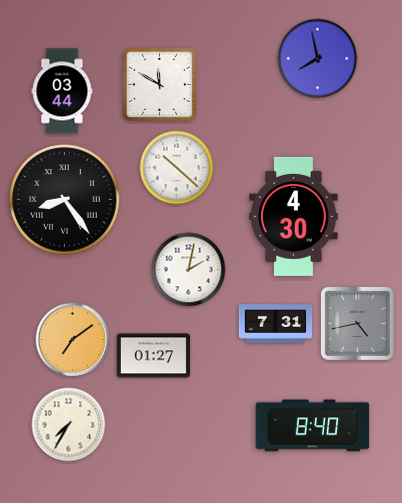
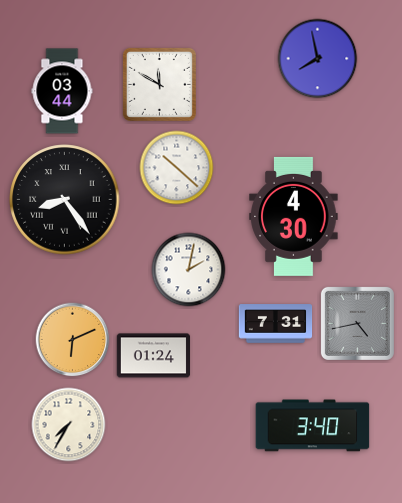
clock at (73, 340): 7:09 -> 6:11
clock at (153, 356): 01:27 -> 01:24
clock at (313, 426): 8:40 -> 3:40
